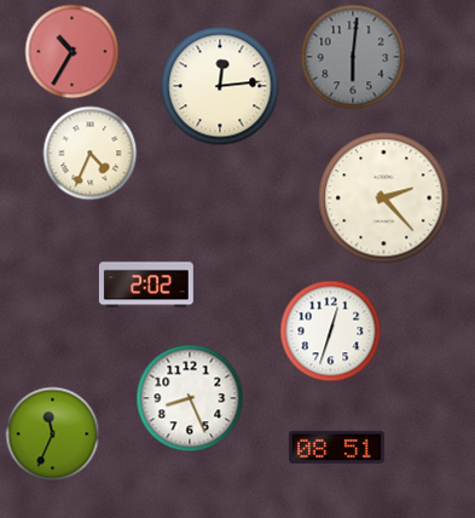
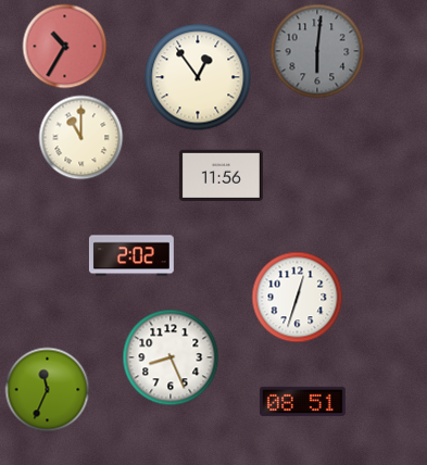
clock at (220, 86): 12:14 -> 12:54
clock at (89, 152): 4:34 -> 11:00
clock at (221, 176): none -> 11:56
clock at (384, 198): 2:23 -> none
